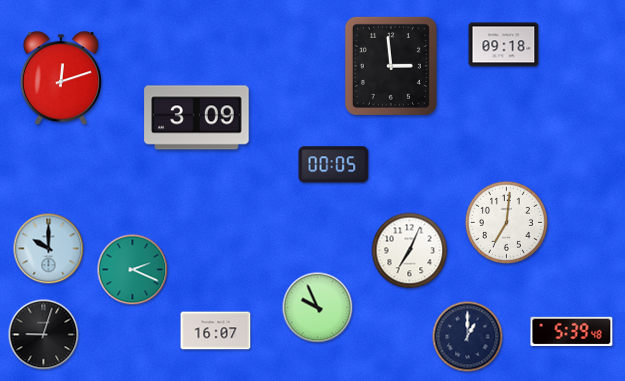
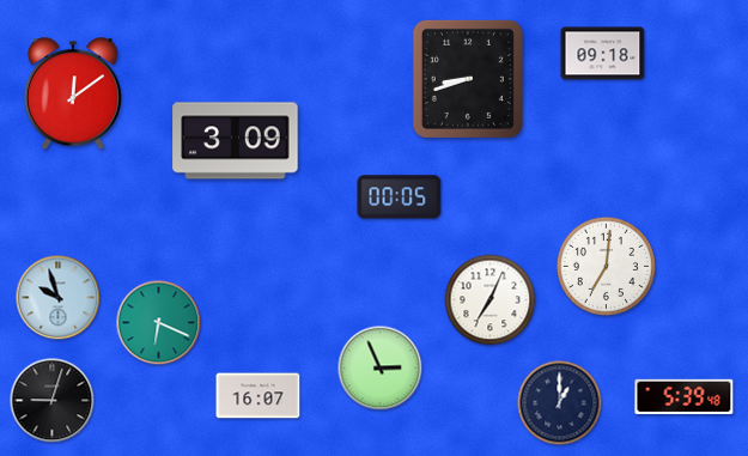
clock at (391, 66): 2:59 -> 8:42
clock at (61, 79): 12:12 -> 12:09
clock at (49, 249): 10:00 -> 9:57
clock at (133, 270): 2:19 -> 6:19
clock at (318, 308): 9:56 -> 2:56
